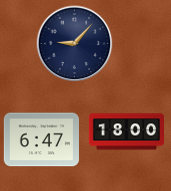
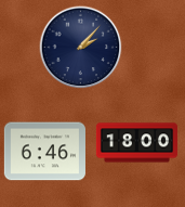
clock at (75, 44): 9:07 -> 2:07
clock at (41, 140): 6:47 -> 6:46
